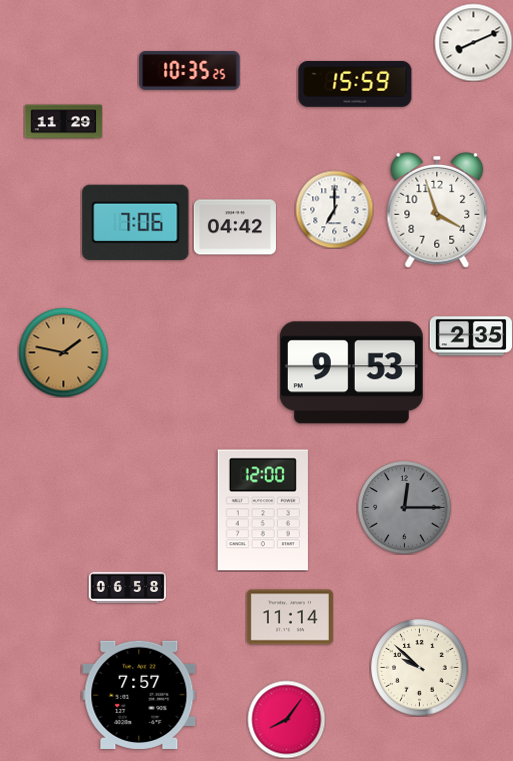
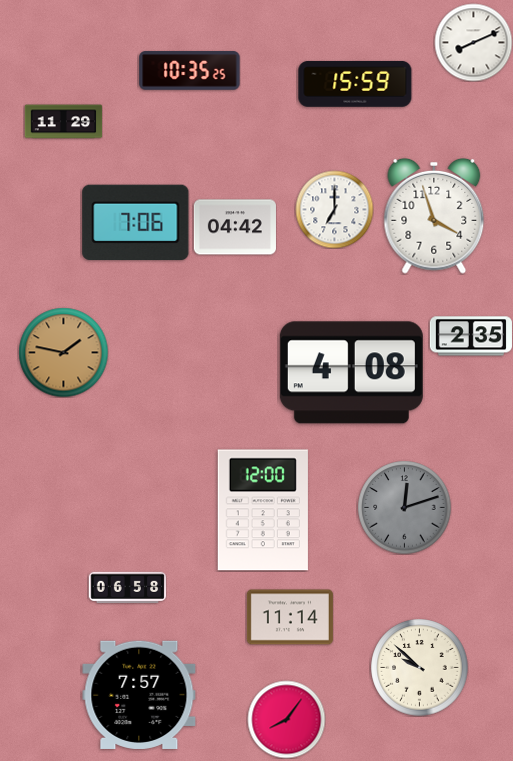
clock at (437, 210) position: (437, 210) -> (434, 216)
clock at (351, 373): 9:53 -> 4:08
clock at (404, 507): 12:15 -> 12:12
